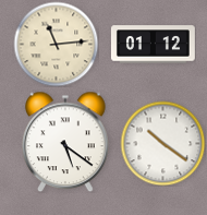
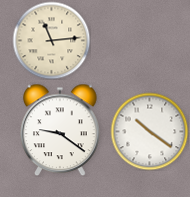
clock at (153, 45): 01:12 -> none
clock at (65, 142): 5:21 -> 9:21
